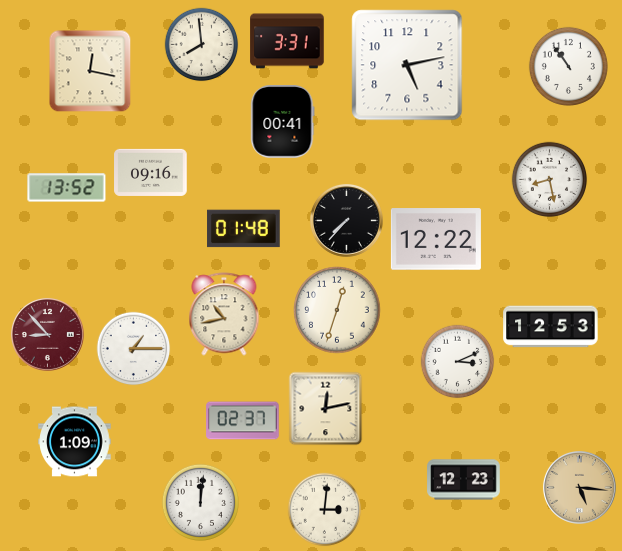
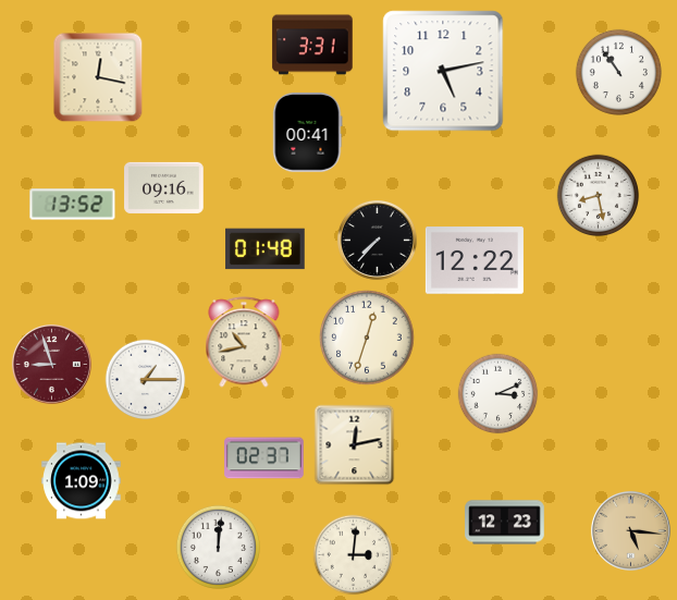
clock at (202, 45): 7:59 -> none
clock at (551, 327): 12:53 -> none
clock at (47, 334): 8:53 -> 8:57
